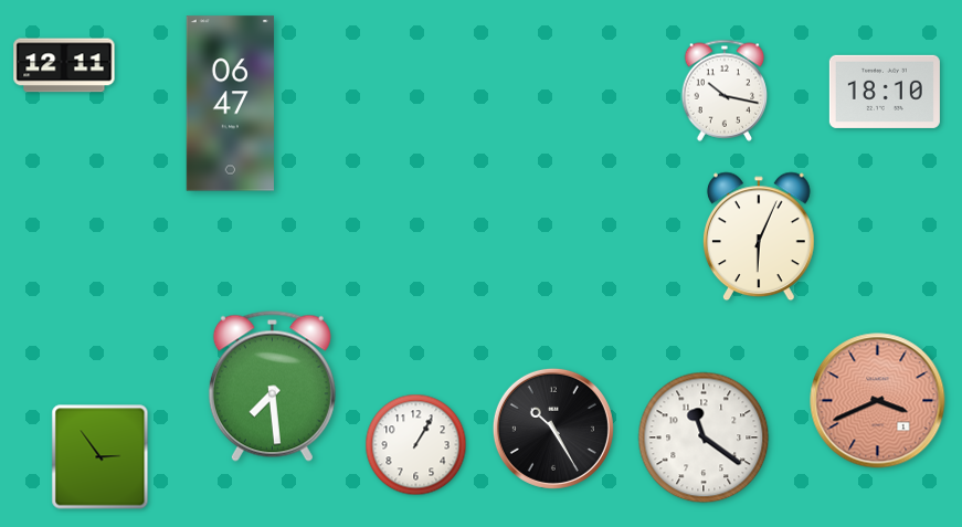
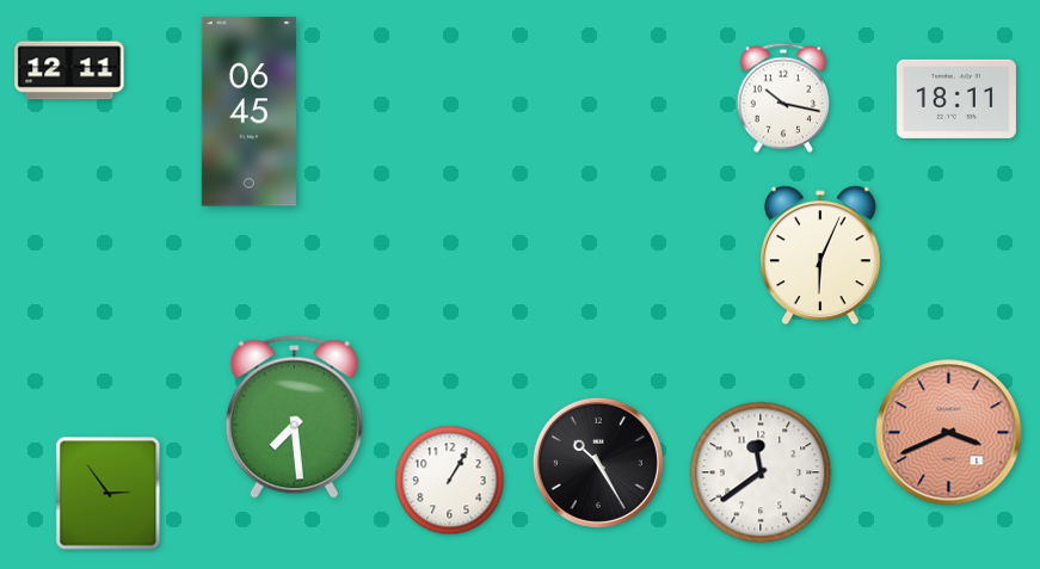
clock at (885, 92): 18:10 -> 18:11
clock at (230, 104): 06:47 -> 06:45
clock at (704, 438): 11:21 -> 11:39
